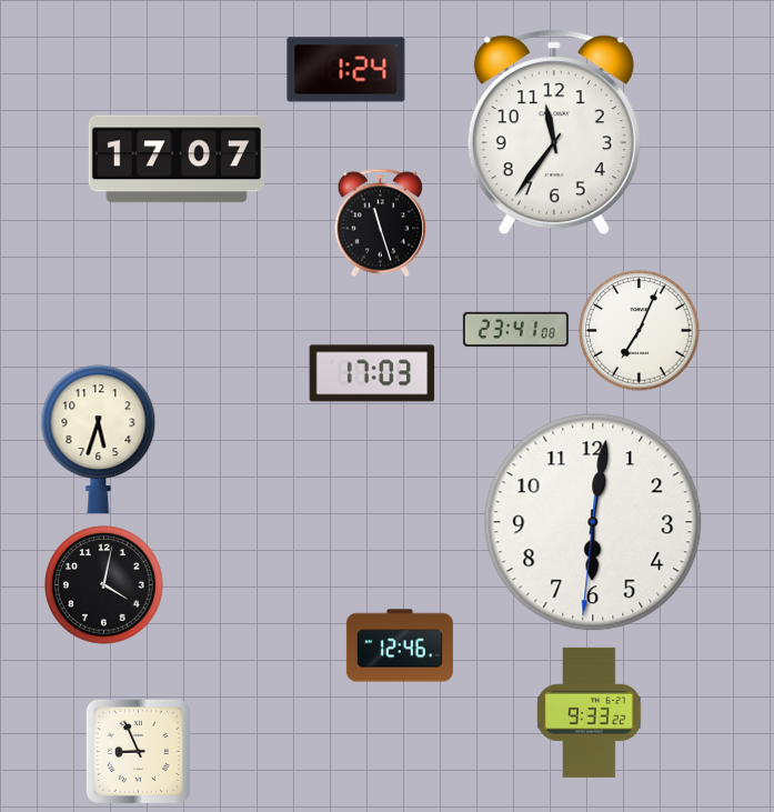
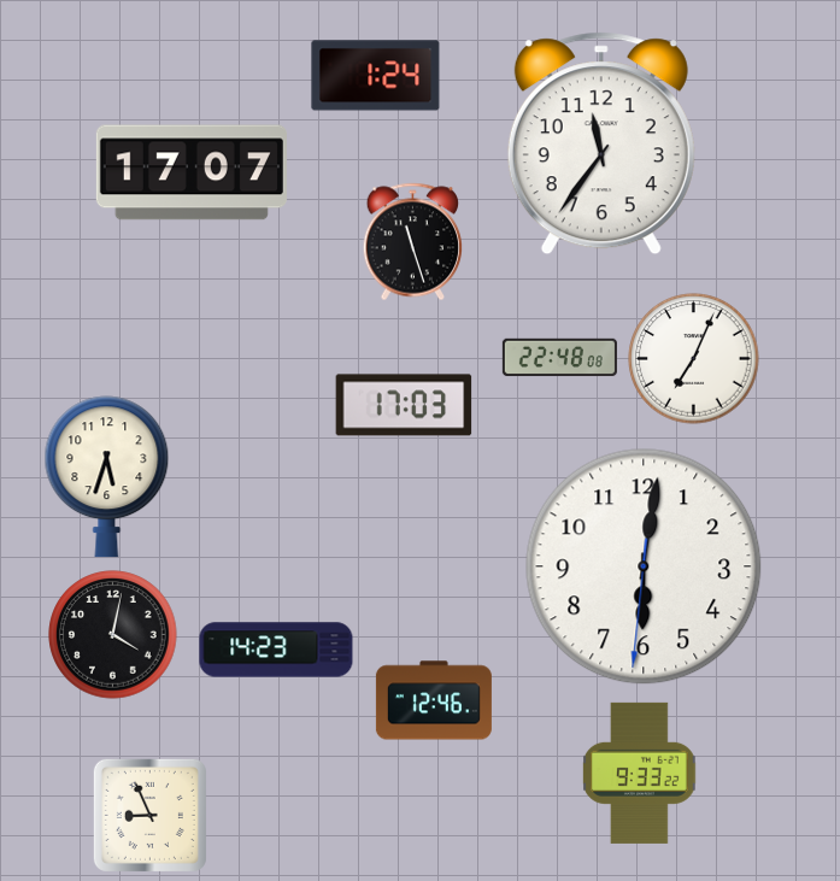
clock at (515, 330): 23:41 -> 22:48
clock at (276, 650): none -> 14:23
